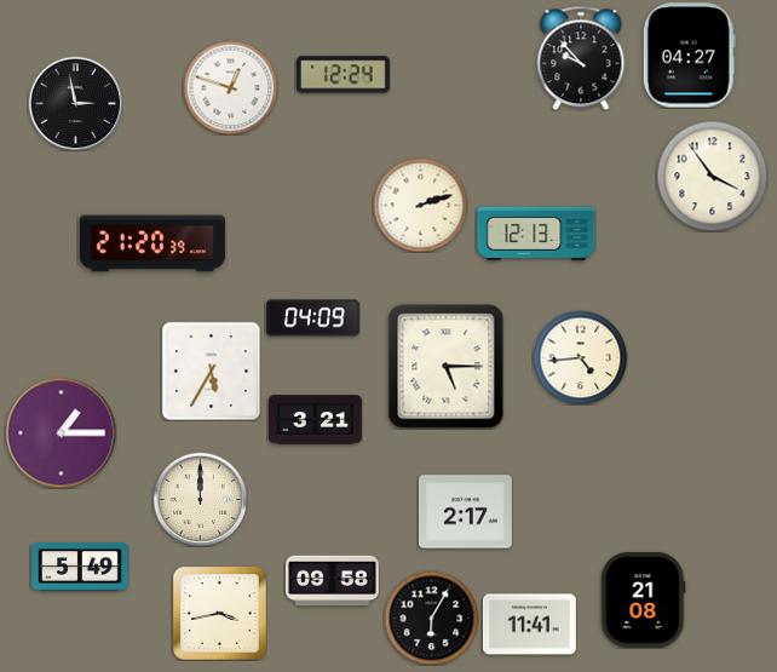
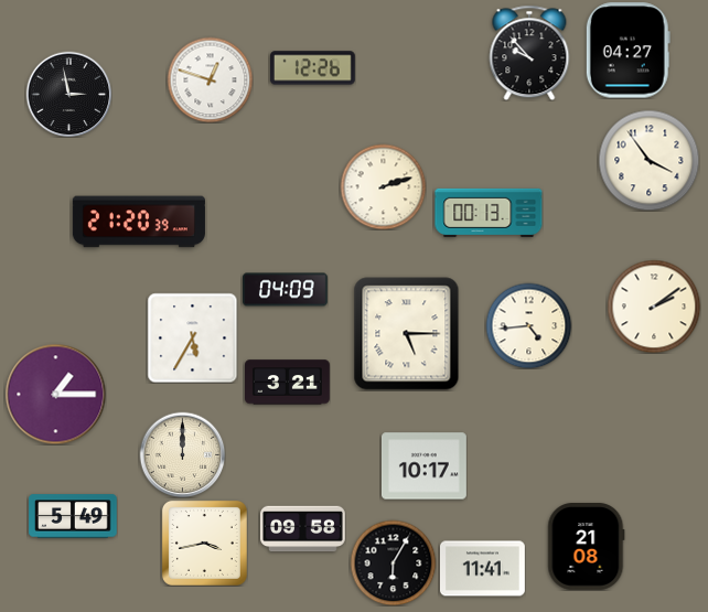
clock at (343, 75): 12:24 -> 12:26
clock at (536, 234): 12:13 -> 00:13
clock at (654, 307): none -> 2:09
clock at (465, 512): 2:17 -> 10:17
clock at (219, 613) position: (219, 613) -> (204, 543)
